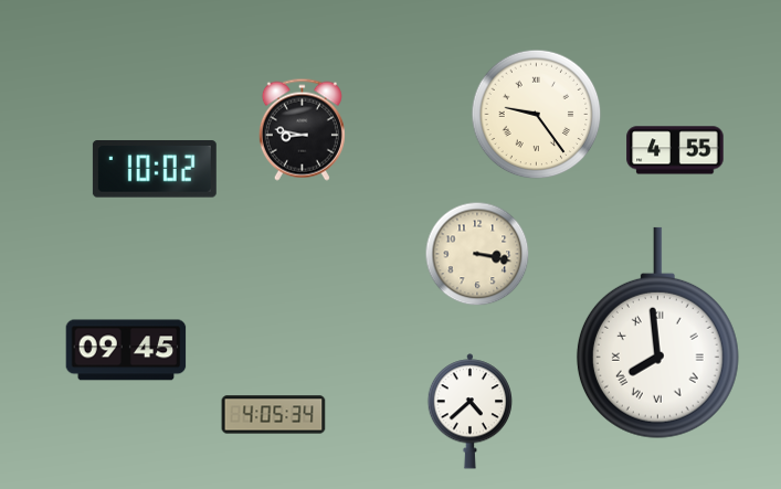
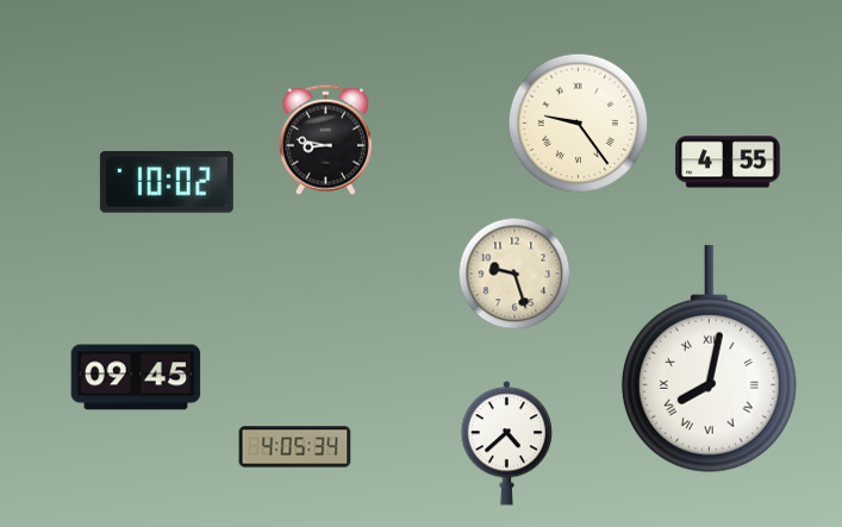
clock at (477, 254): 3:17 -> 9:27
clock at (657, 333): 7:59 -> 8:02
